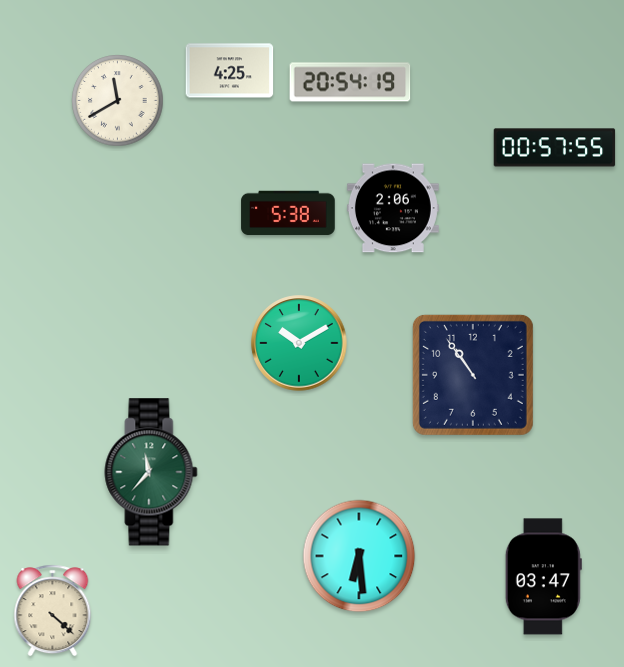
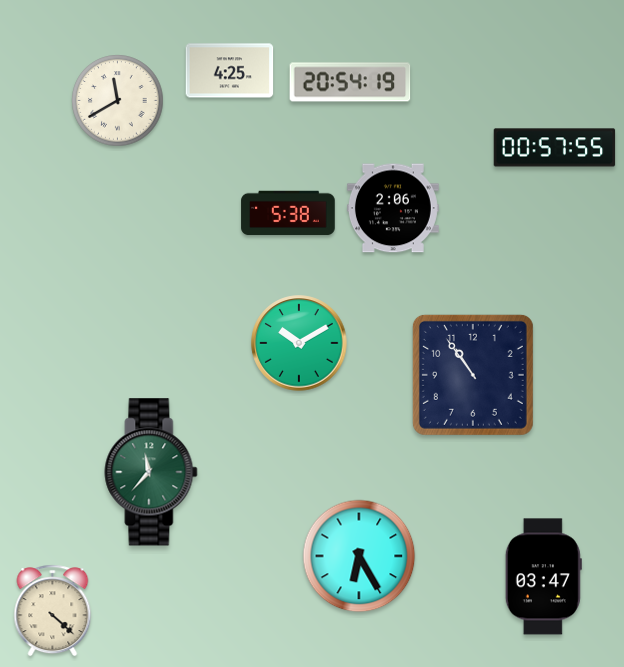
clock at (359, 556): 6:29 -> 6:25
